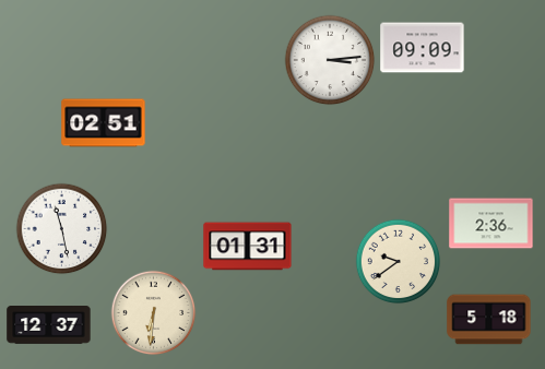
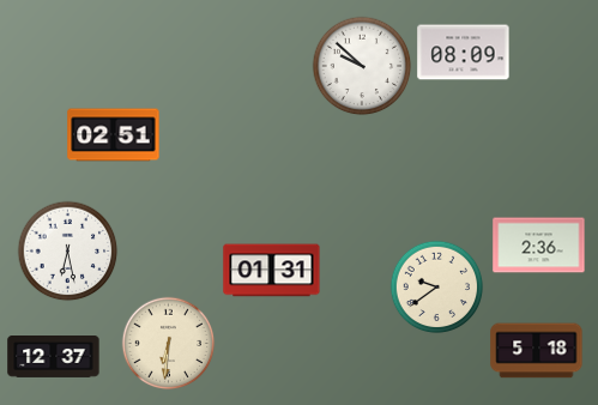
clock at (423, 48): 09:09 -> 08:09
clock at (330, 60): 3:14 -> 9:52
clock at (61, 228): 11:28 -> 6:28
